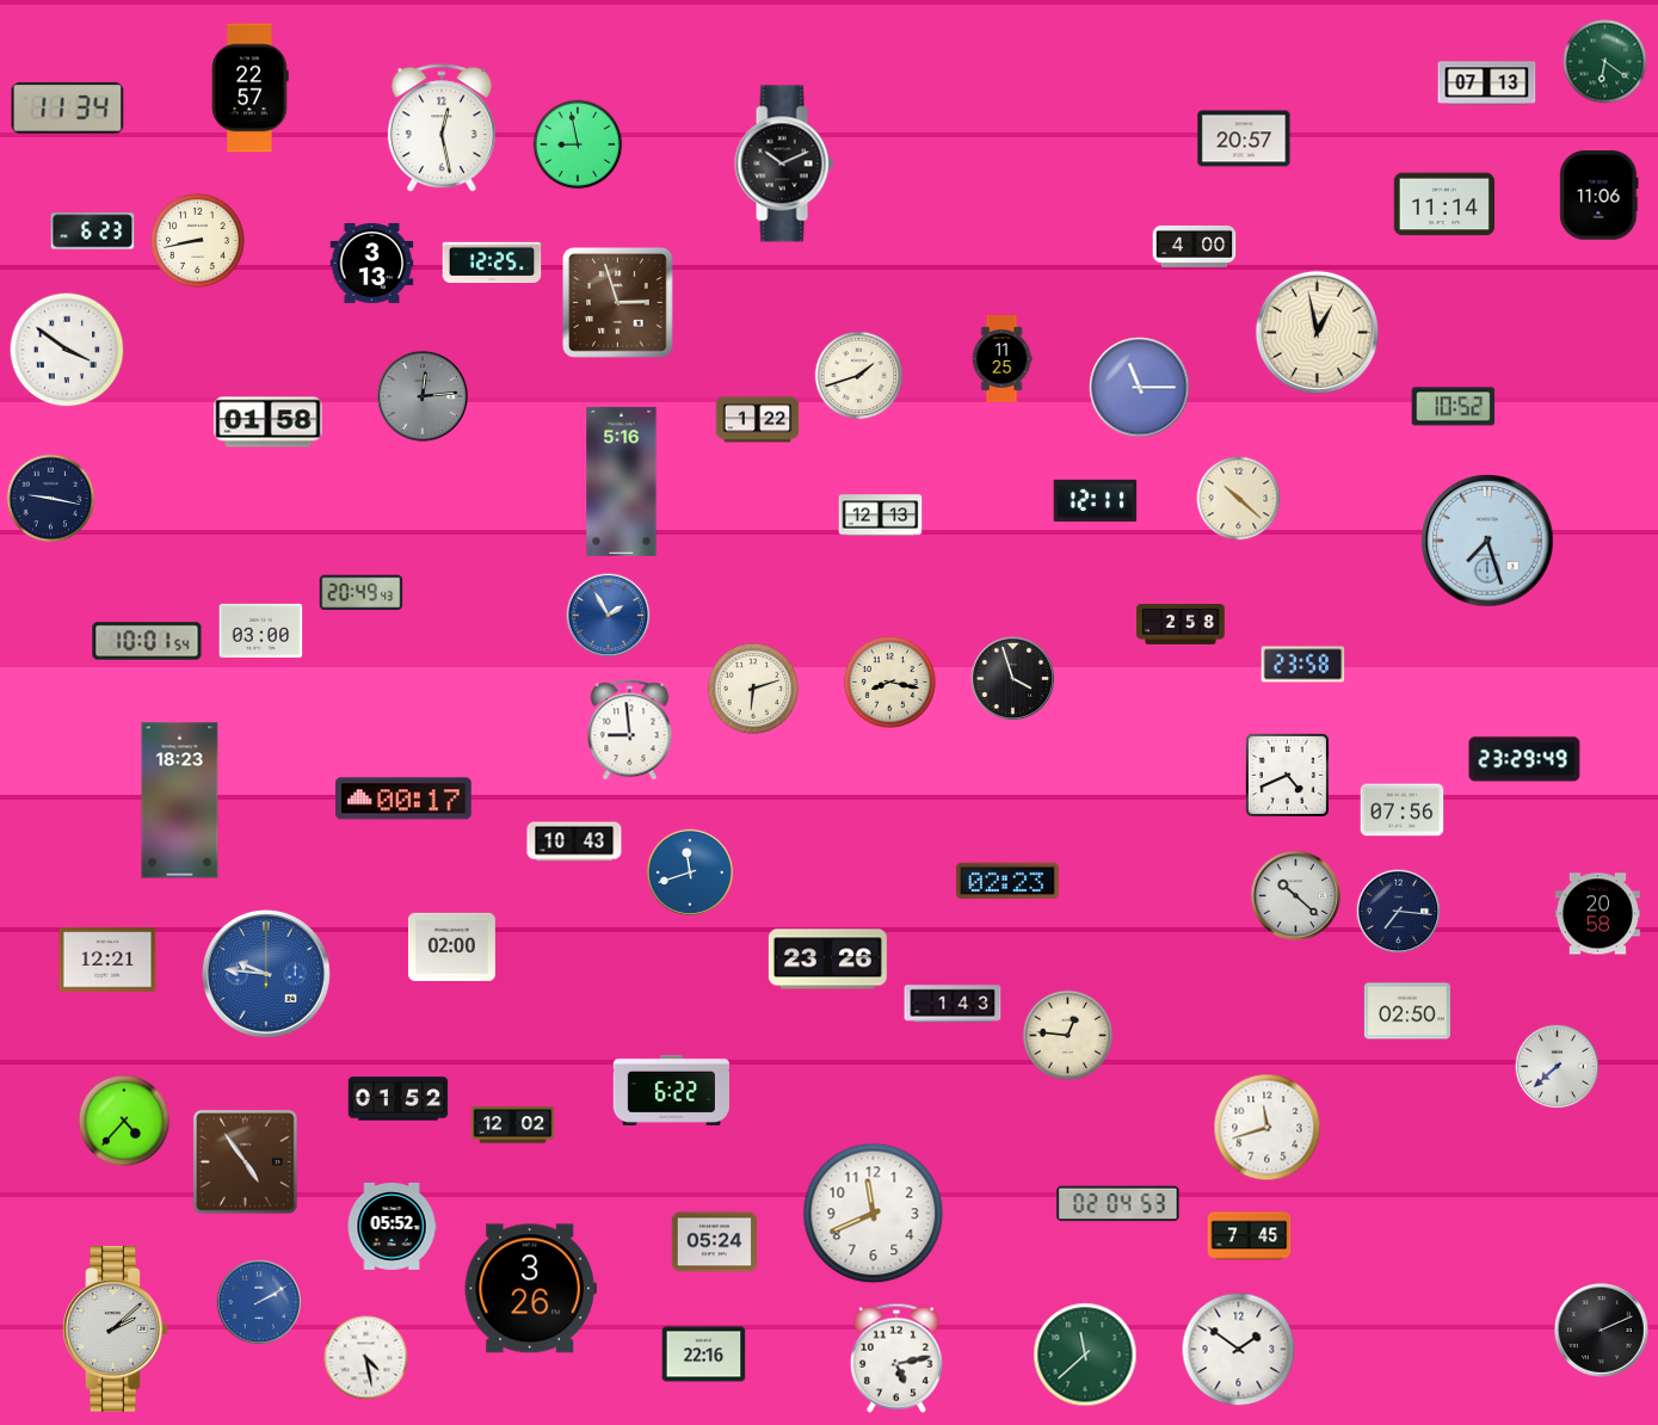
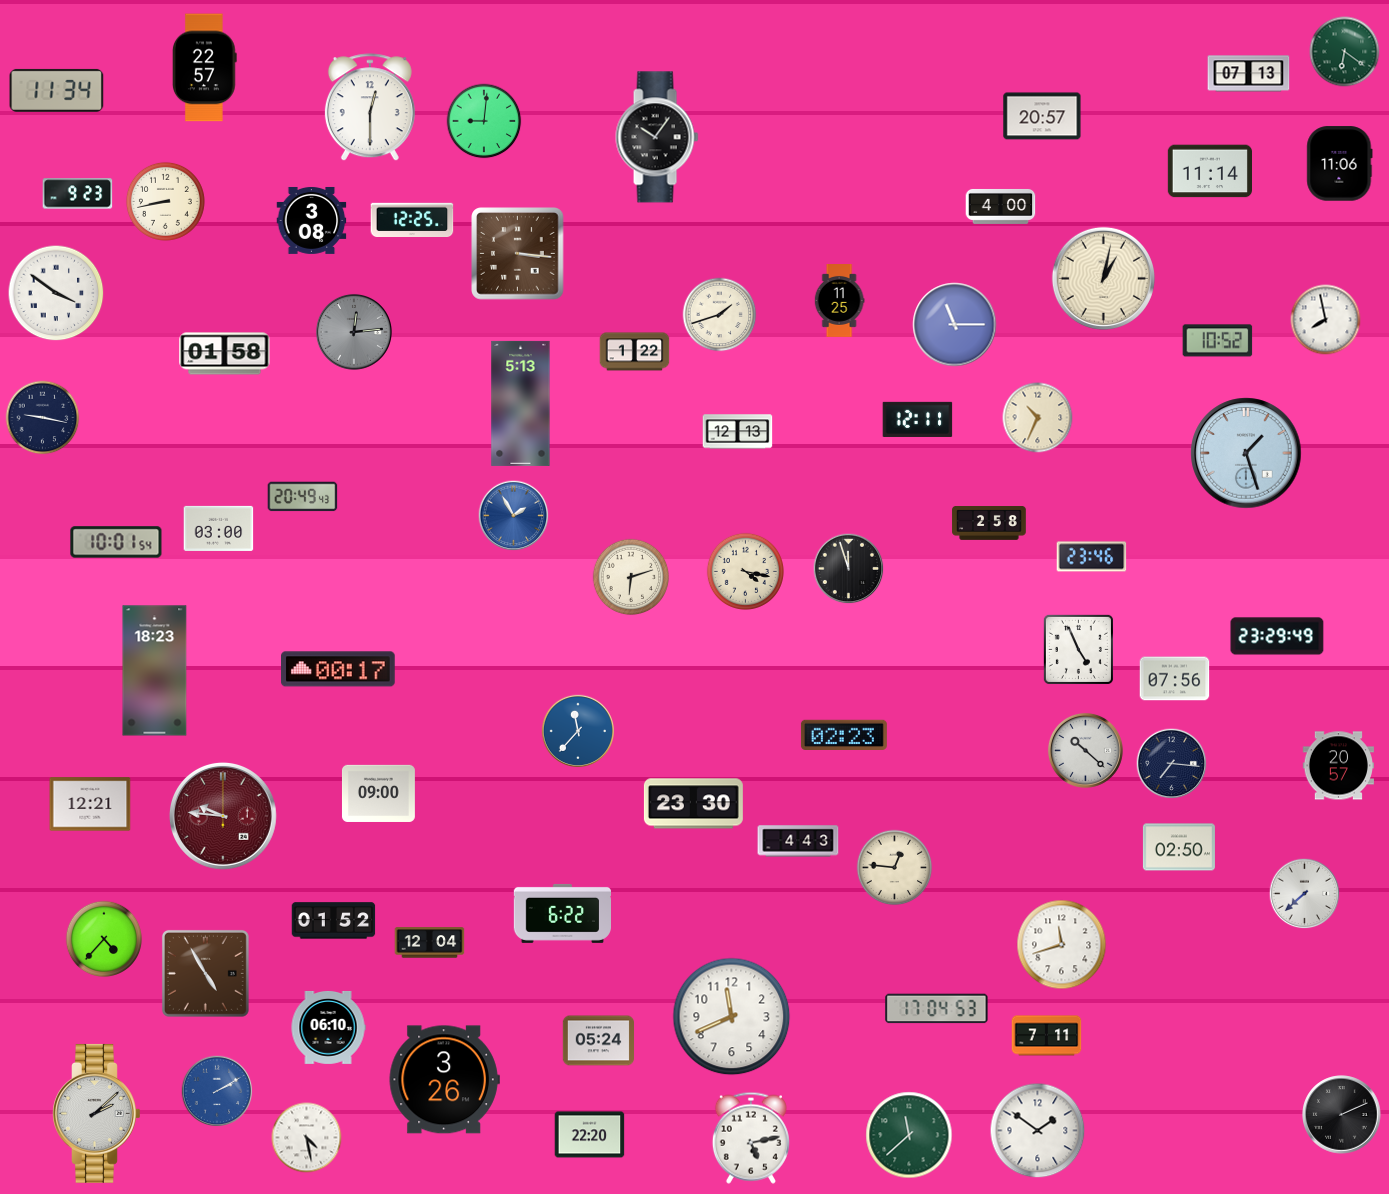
clock at (1487, 84) position: (1487, 84) -> (1249, 74)
clock at (251, 88) position: (251, 88) -> (205, 68)
clock at (442, 129): 12:28 -> 12:30
clock at (578, 144): 8:58 -> 9:01
clock at (784, 164): 10:11 -> 10:06
clock at (93, 232): 6:23 -> 9:23
clock at (372, 263): 3:13 -> 3:08
clock at (618, 303): 2:57 -> 3:16
clock at (1317, 332): 12:58 -> 1:02
clock at (1326, 320): none -> 7:58
clock at (622, 481): 5:16 -> 5:13
clock at (1239, 499): 10:22 -> 10:34
clock at (1487, 541): 7:27 -> 1:27
clock at (609, 616) position: (609, 616) -> (514, 516)
clock at (147, 641) position: (147, 641) -> (116, 542)
clock at (1303, 665): 23:58 -> 23:46
clock at (1013, 679): 3:57 -> 11:57
clock at (889, 681): 8:17 -> 4:17
clock at (630, 730): 8:59 -> none
clock at (1287, 775): 4:41 -> 4:56
clock at (180, 801) position: (180, 801) -> (155, 671)
clock at (574, 841): 10:43 -> none
clock at (689, 871): 11:42 -> 11:37
clock at (1007, 880) position: (1007, 880) -> (844, 734)
clock at (1597, 914): 20:58 -> 20:57
clock at (451, 946): 02:00 -> 09:00
clock at (827, 960): 23:26 -> 23:30
clock at (266, 974) dial: blue -> burgundy
clock at (953, 1004): 1:43 -> 4:43
clock at (513, 1125): 12:02 -> 12:04
clock at (245, 1161): 4:54 -> 4:55
clock at (1118, 1204): 02:04 -> 17:04
clock at (392, 1226): 05:52 -> 06:10
clock at (1250, 1236): 7:45 -> 7:11
clock at (704, 1355): 22:16 -> 22:20
